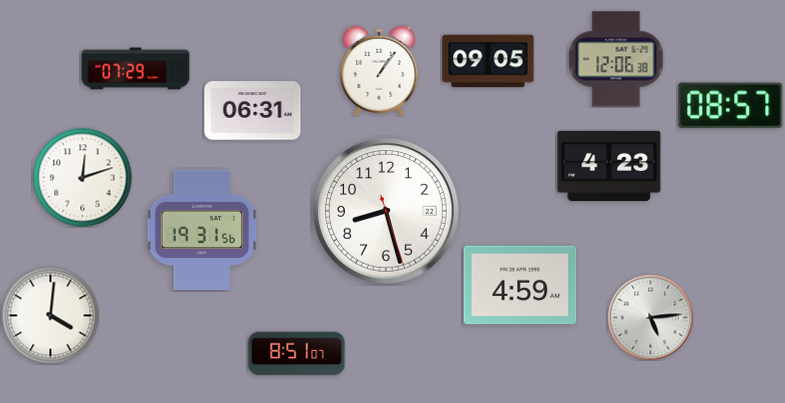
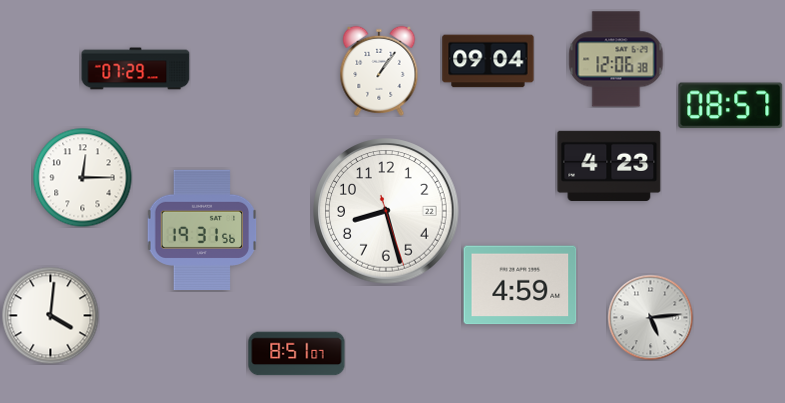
clock at (488, 61): 09:05 -> 09:04
clock at (253, 111): 06:31 -> none
clock at (83, 178): 12:12 -> 12:15
